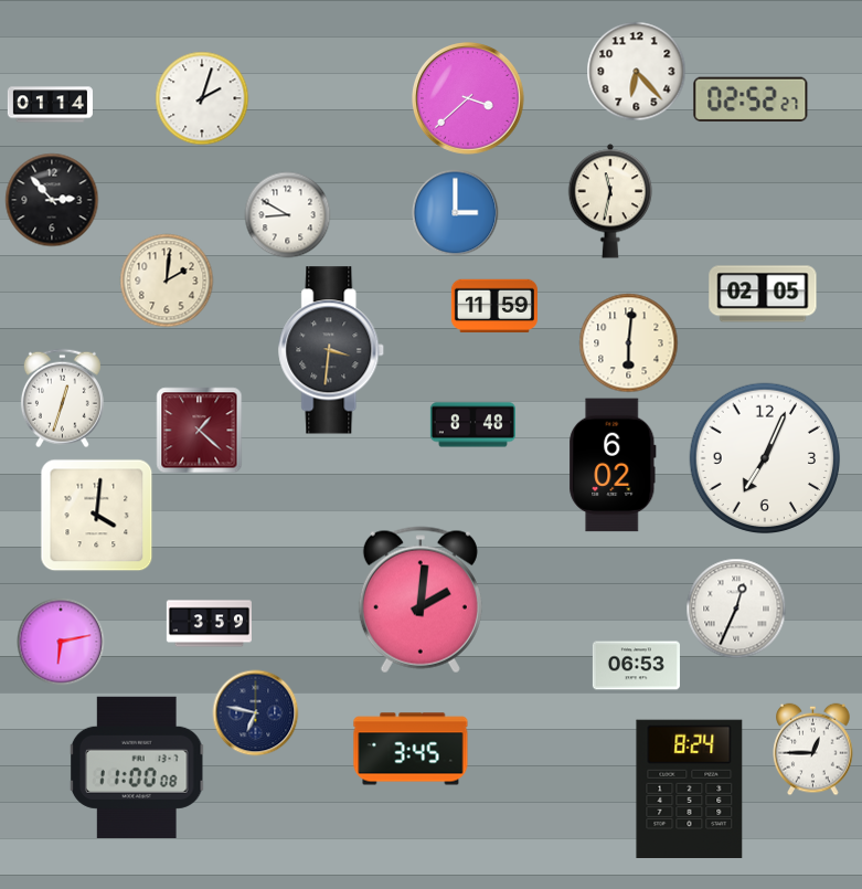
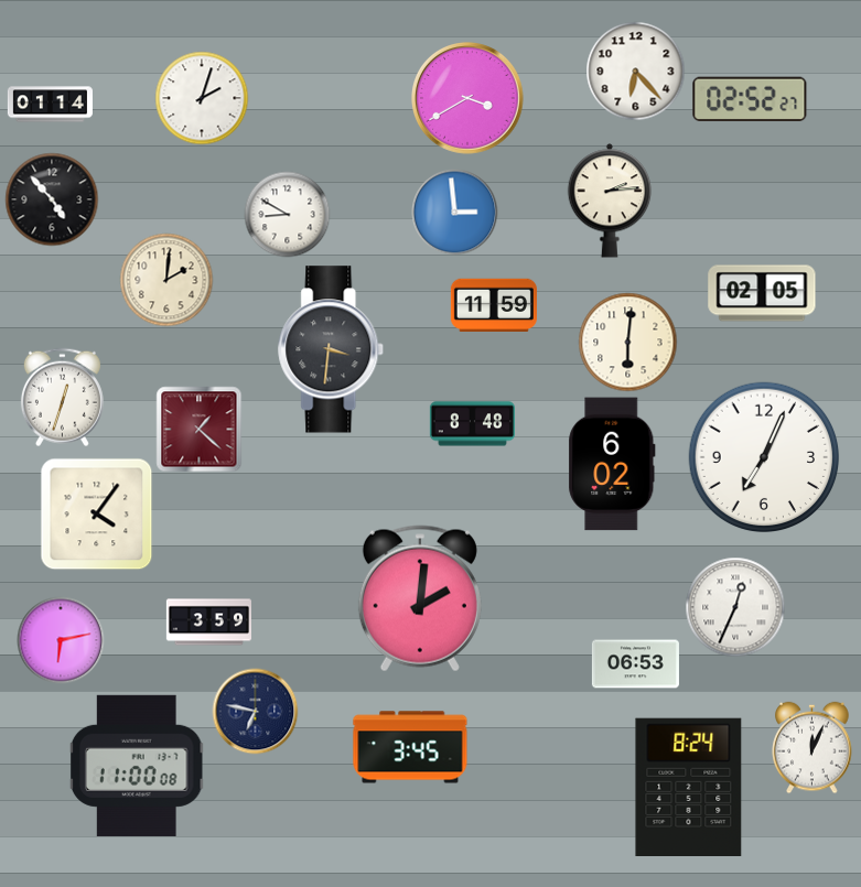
clock at (469, 99): 3:38 -> 3:40
clock at (52, 200): 2:53 -> 4:53
clock at (610, 201): 11:32 -> 2:14
clock at (455, 212): 3:00 -> 2:59
clock at (96, 515): 4:01 -> 4:06
clock at (813, 749): 12:45 -> 12:04
